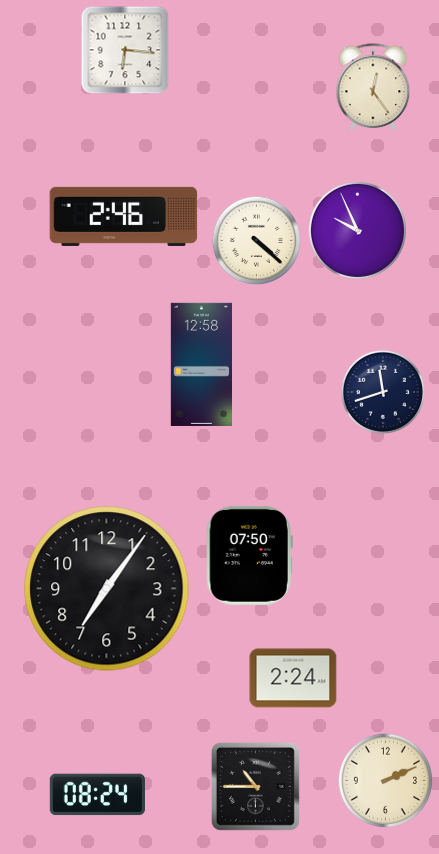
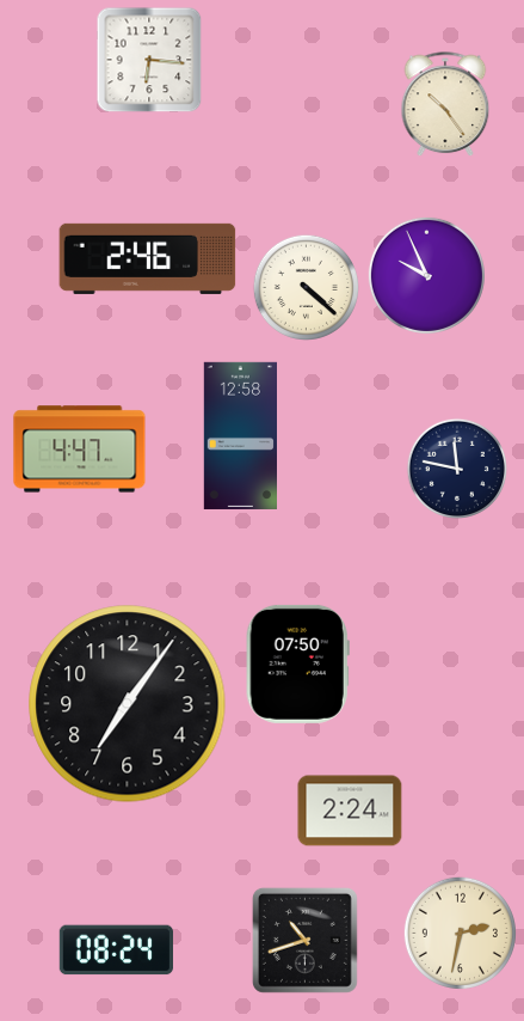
clock at (373, 88): 12:24 -> 10:24
clock at (80, 450): none -> 4:47
clock at (383, 392): 11:42 -> 11:47
clock at (385, 780): 2:11 -> 2:32
clock at (255, 786): 10:45 -> 10:42
